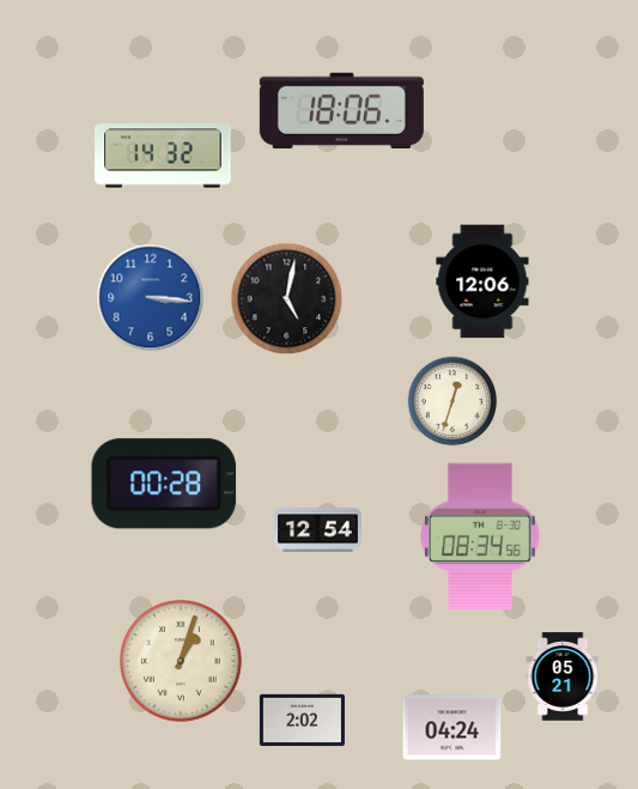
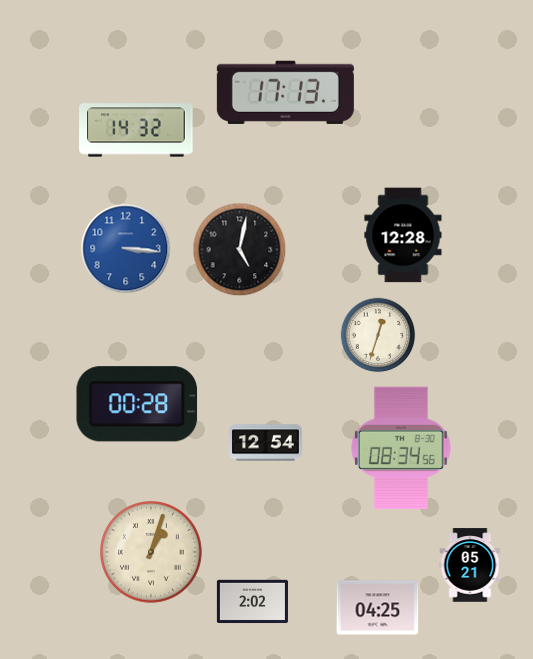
clock at (341, 110): 18:06 -> 17:13
clock at (482, 281): 12:06 -> 12:28
clock at (452, 728): 04:24 -> 04:25
